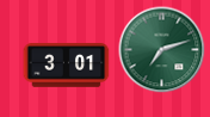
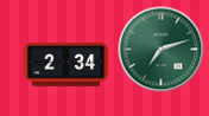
clock at (67, 66): 3:01 -> 2:34
